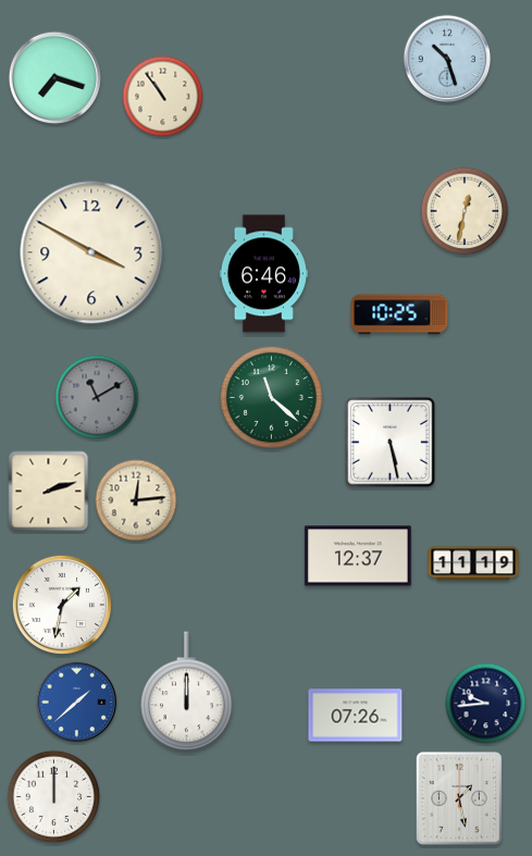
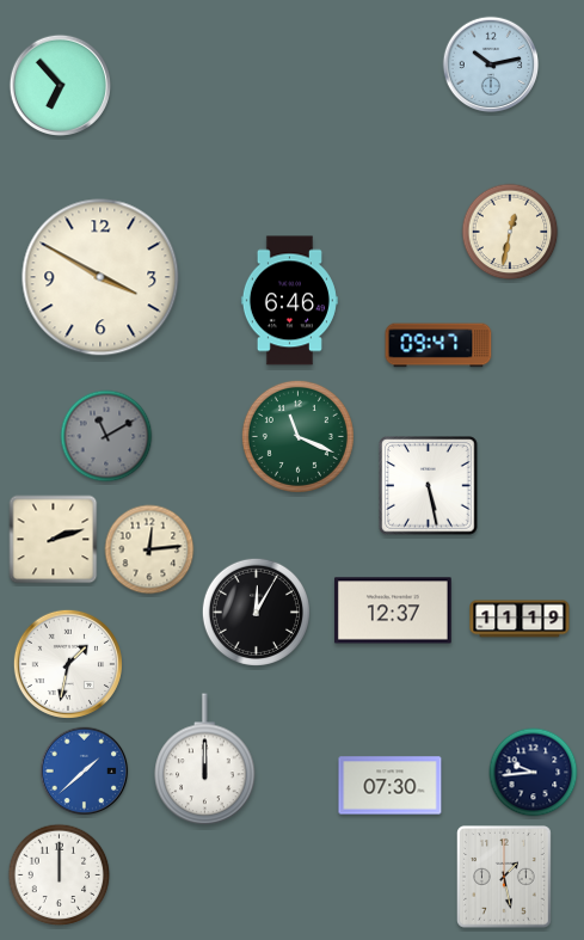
clock at (447, 59): 10:27 -> 10:13
clock at (55, 78): 7:18 -> 6:53
clock at (163, 97): 10:54 -> none
clock at (399, 314): 10:25 -> 09:47
clock at (271, 397): 11:22 -> 11:19
clock at (256, 612): none -> 12:05
clock at (356, 716): 07:26 -> 07:30
